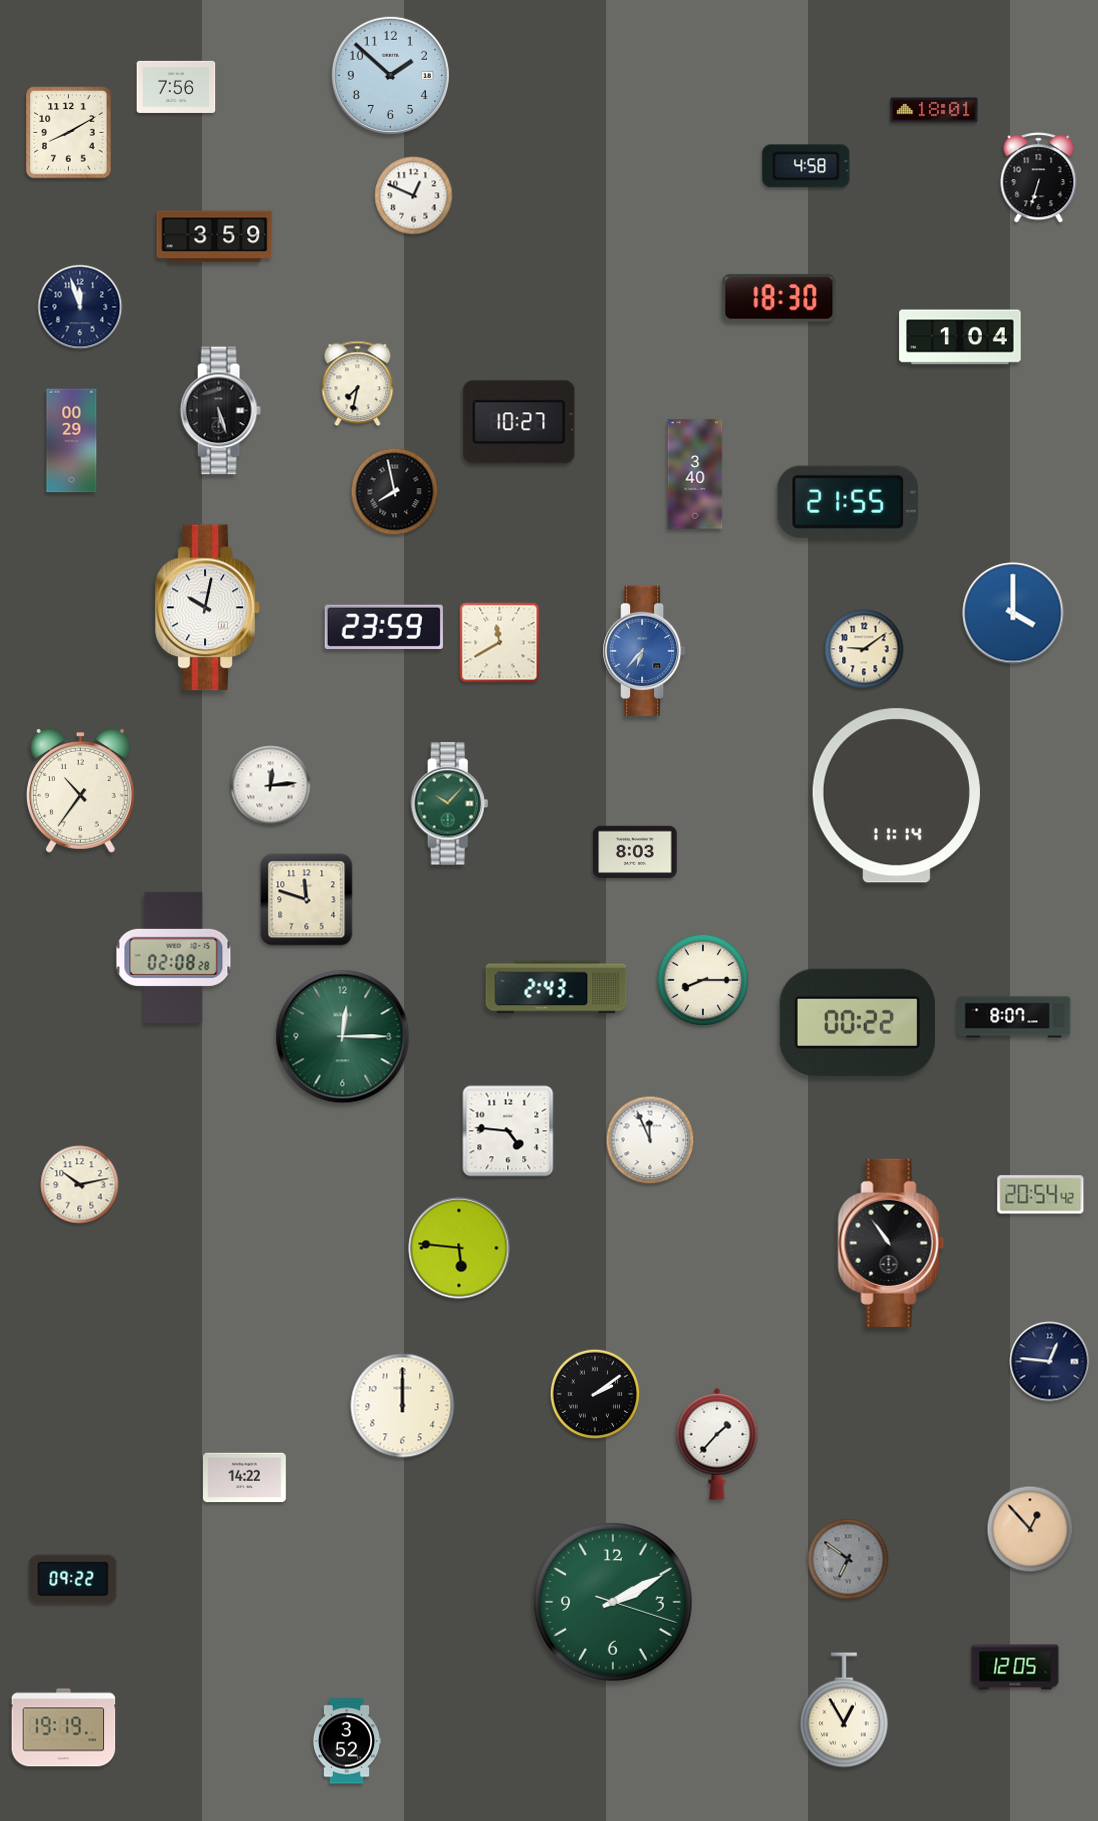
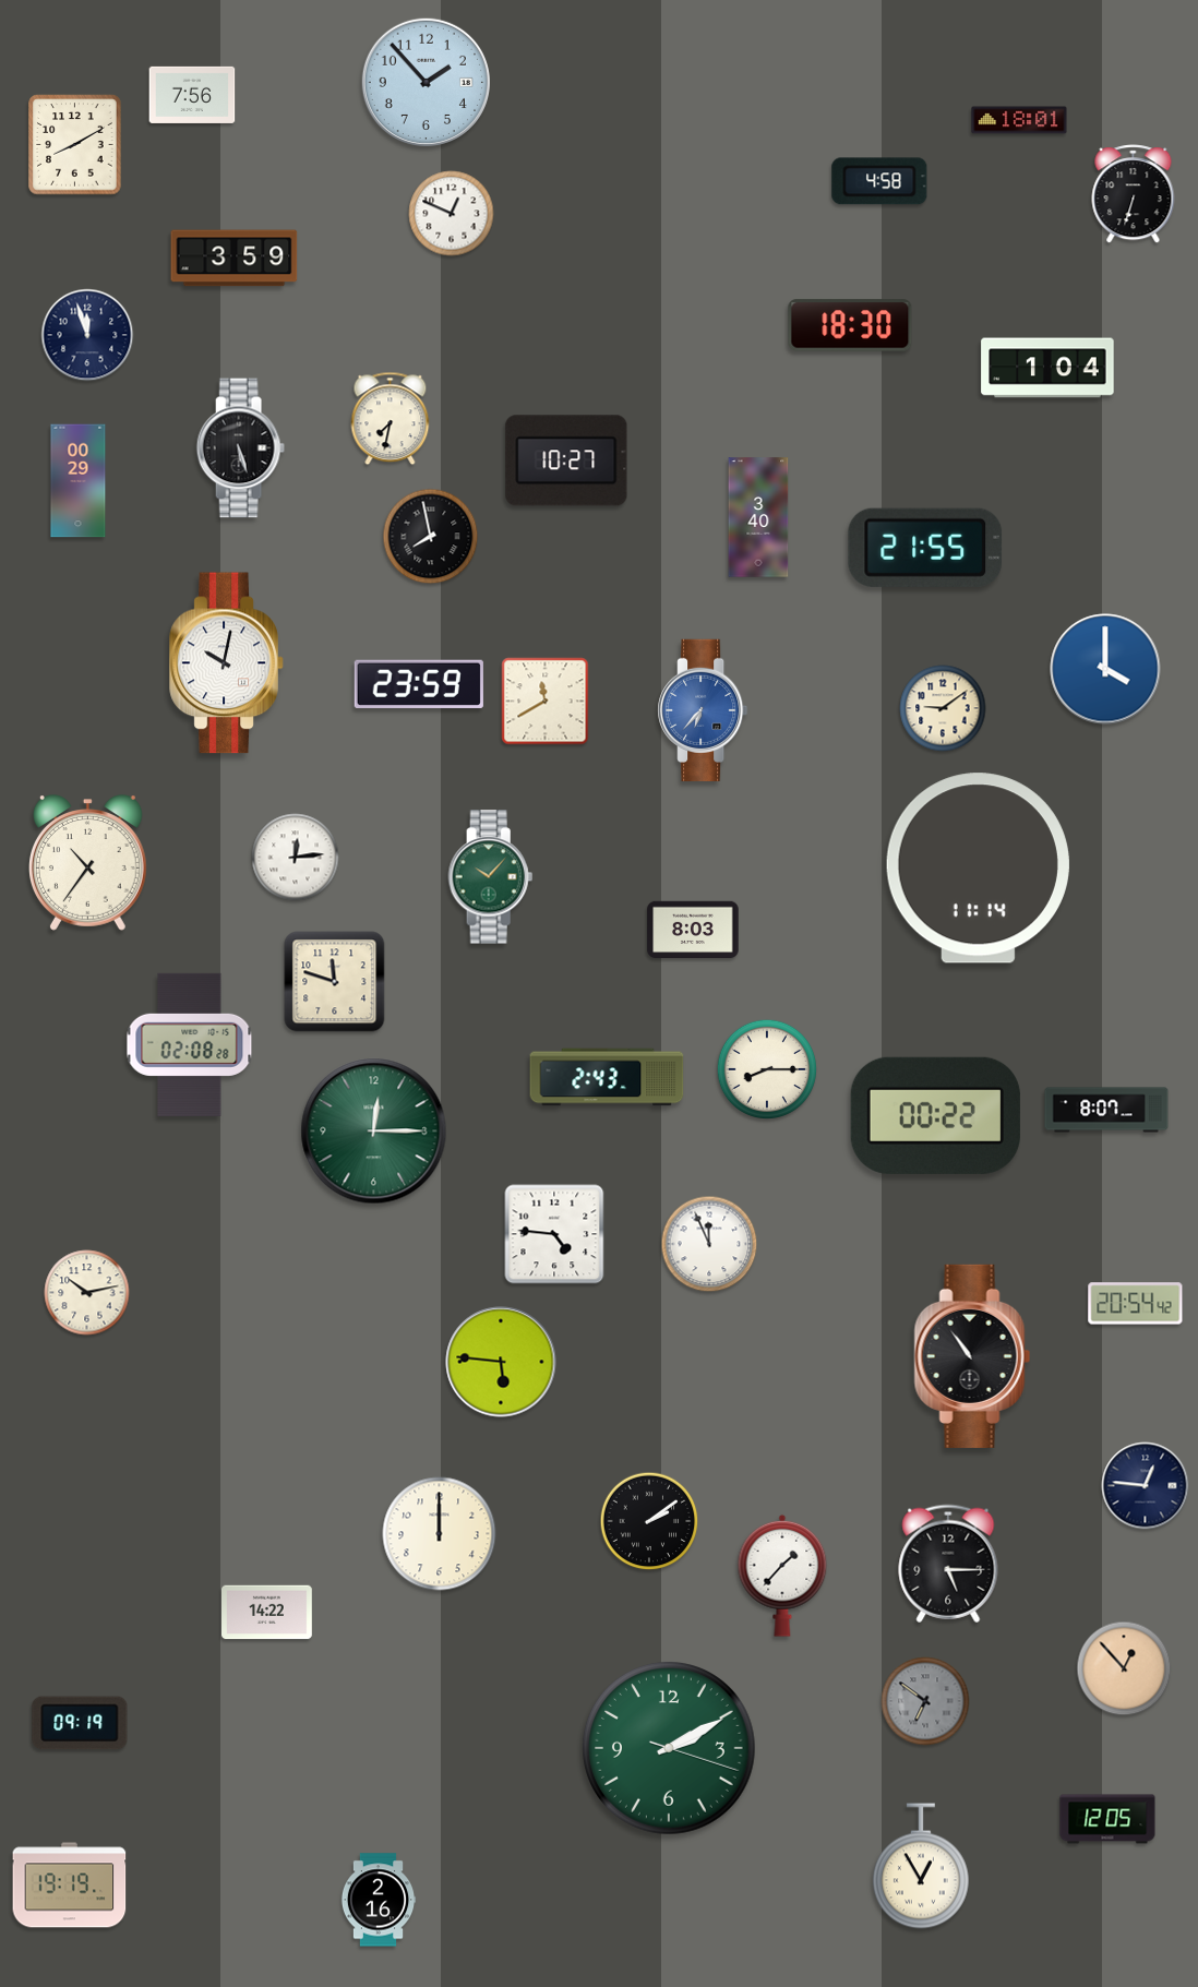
clock at (390, 75): 1:52 -> 1:53
clock at (948, 1564): none -> 5:15
clock at (73, 1579): 09:22 -> 09:19
clock at (347, 1741): 3:52 -> 2:16
